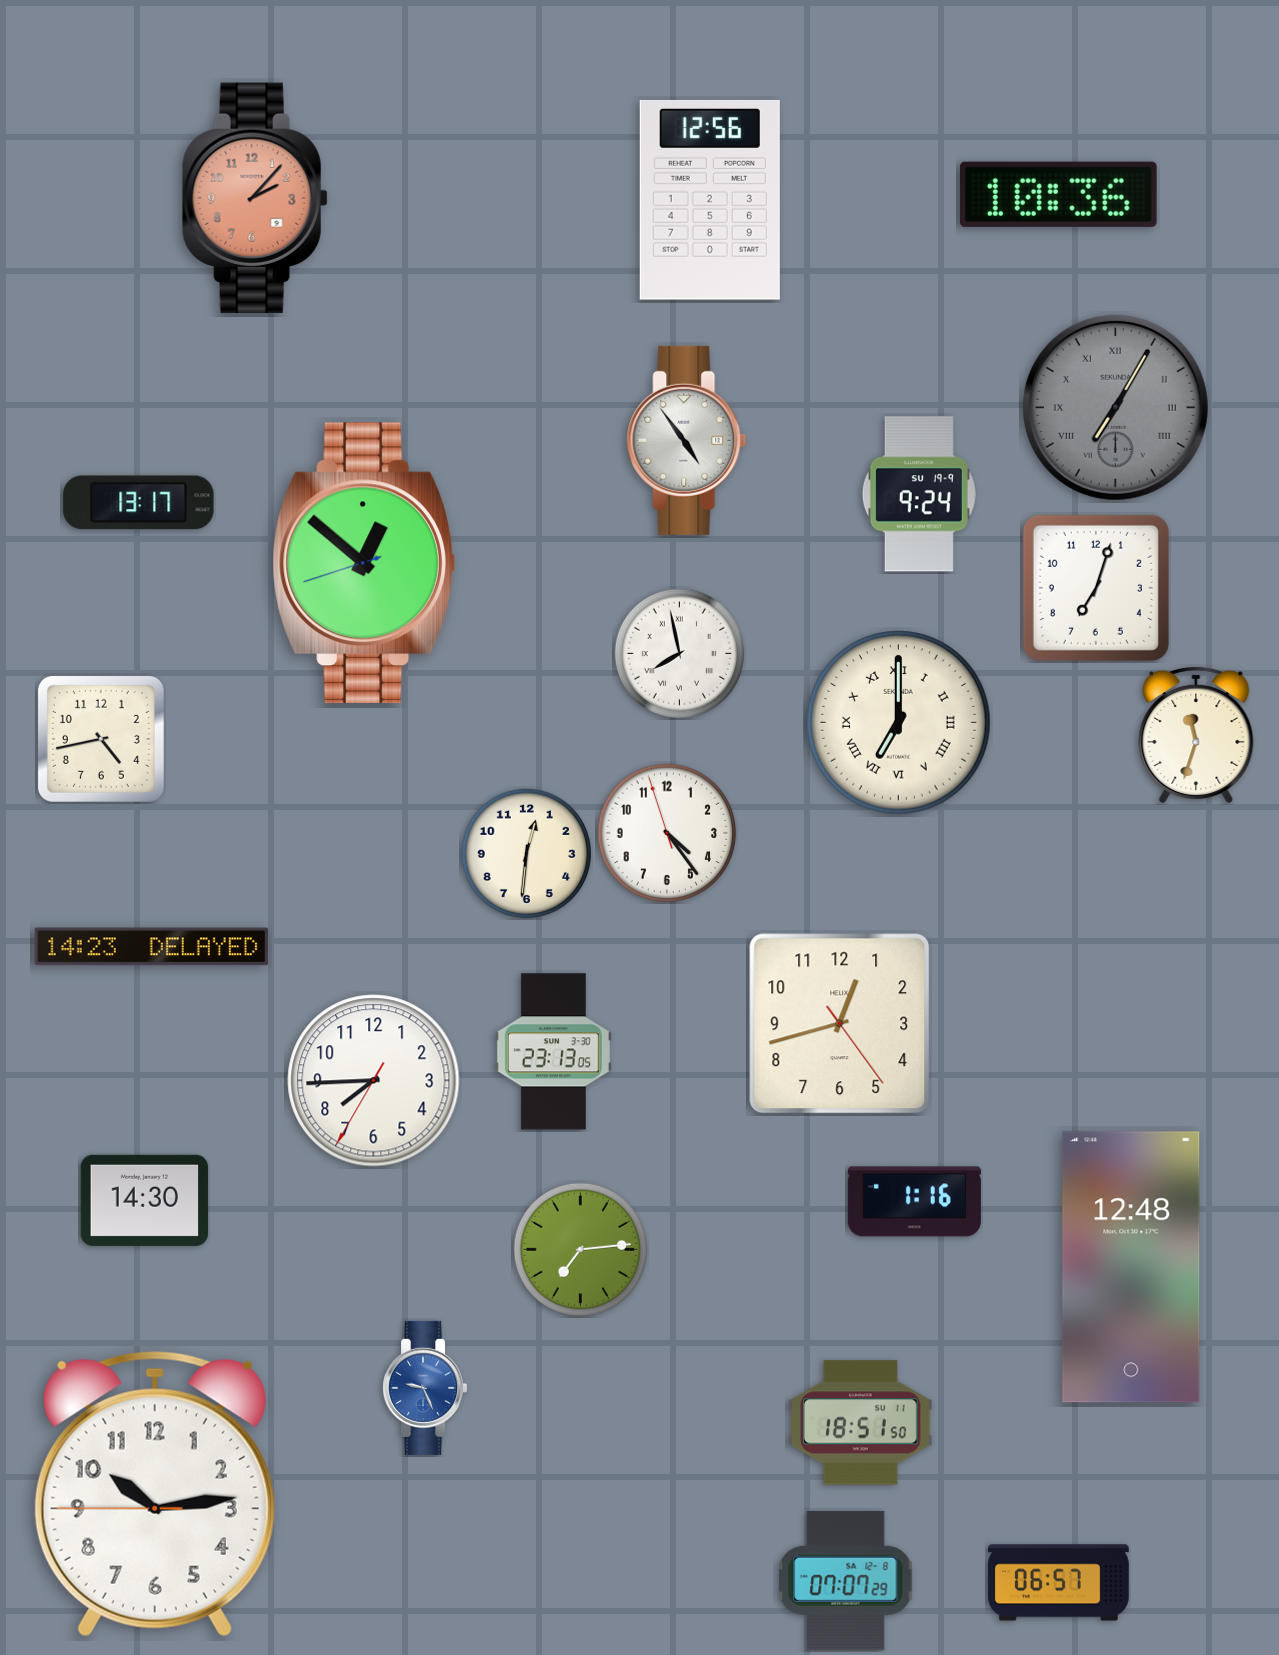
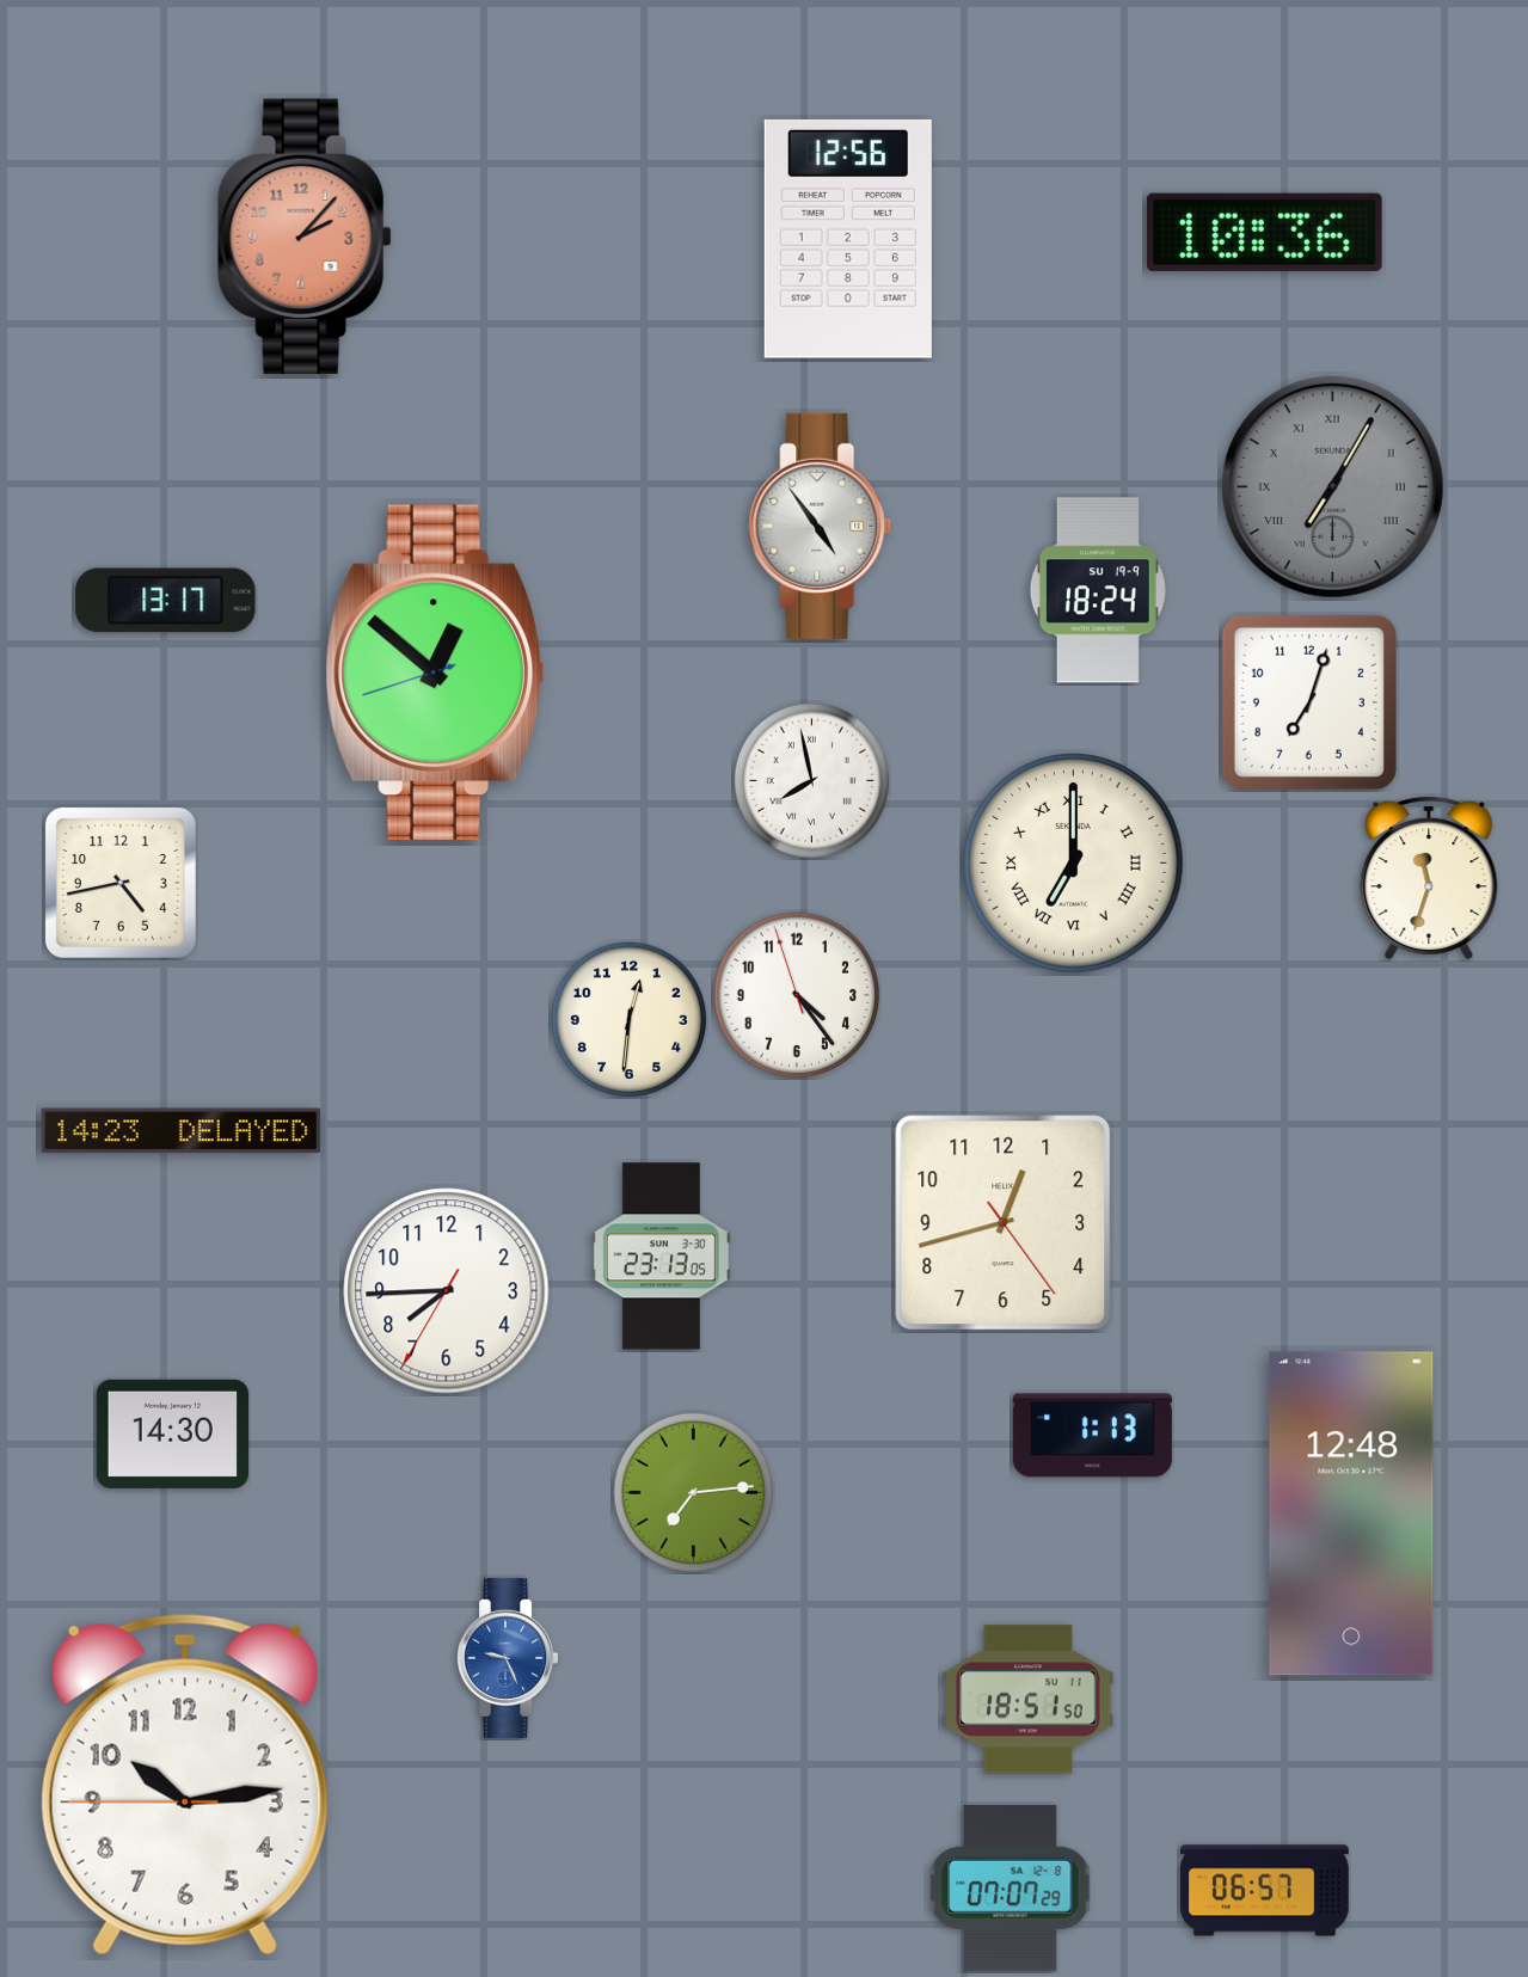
clock at (919, 494): 9:24 -> 18:24
clock at (914, 1202): 1:16 -> 1:13
